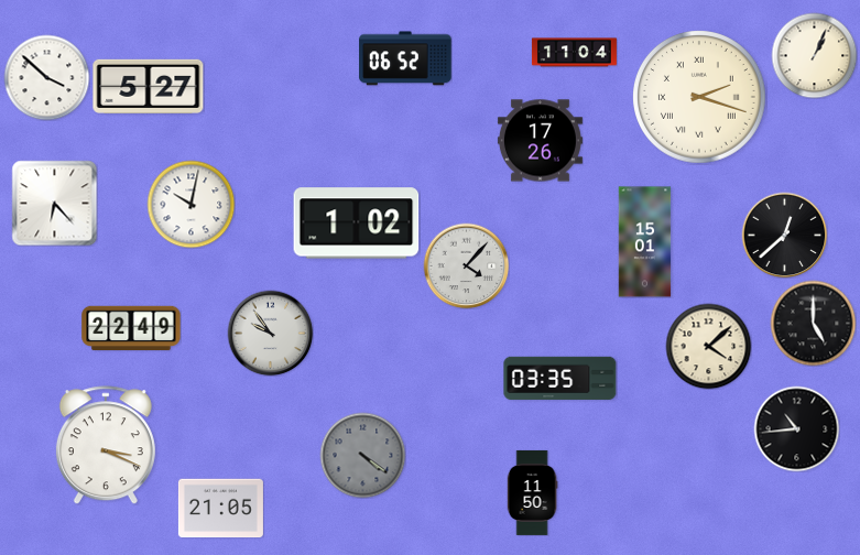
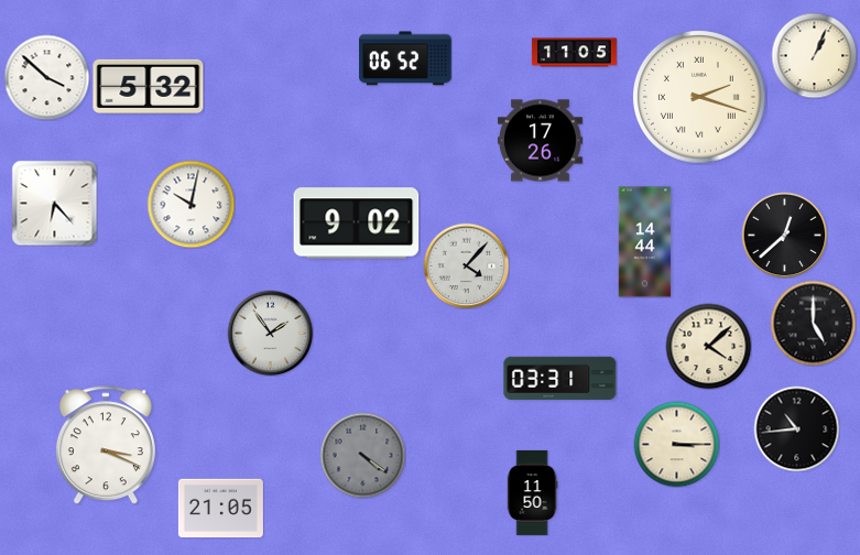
clock at (574, 53): 11:04 -> 11:05
clock at (149, 86): 5:27 -> 5:32
clock at (357, 224): 1:02 -> 9:02
clock at (645, 242): 15:01 -> 14:44
clock at (131, 328): 22:49 -> none
clock at (270, 333): 9:54 -> 1:54
clock at (560, 378): 03:35 -> 03:31
clock at (676, 444): none -> 3:15
